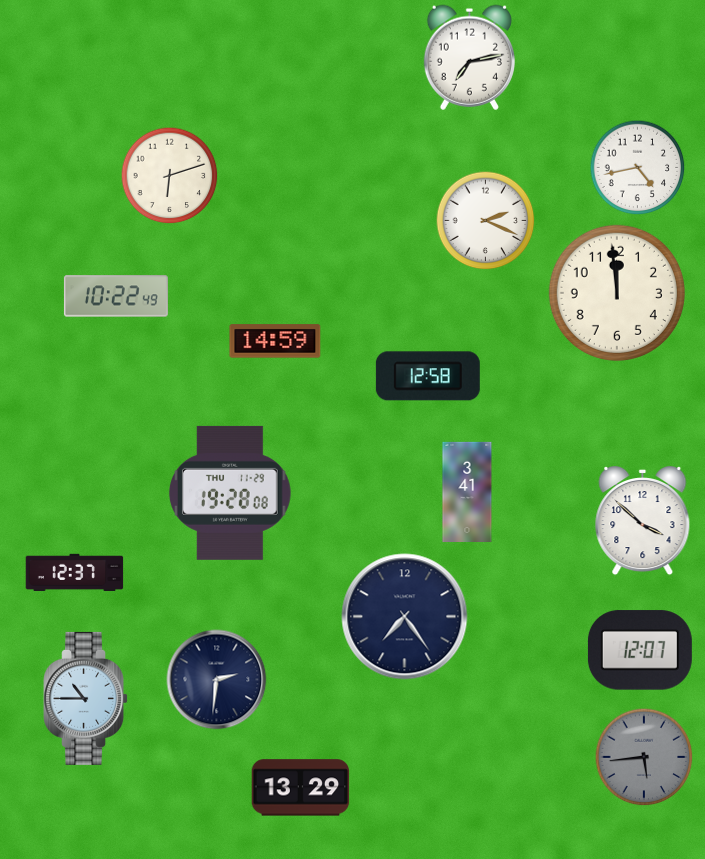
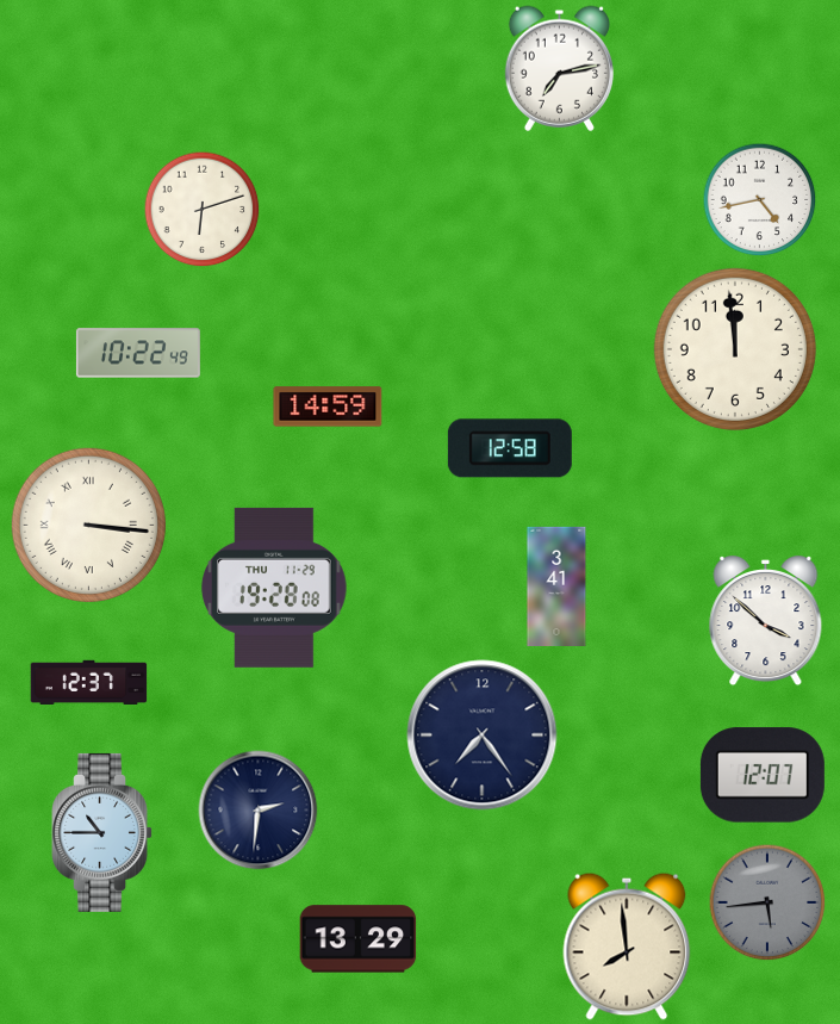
clock at (486, 221): 2:19 -> none
clock at (88, 525): none -> 3:16
clock at (627, 947): none -> 7:59
